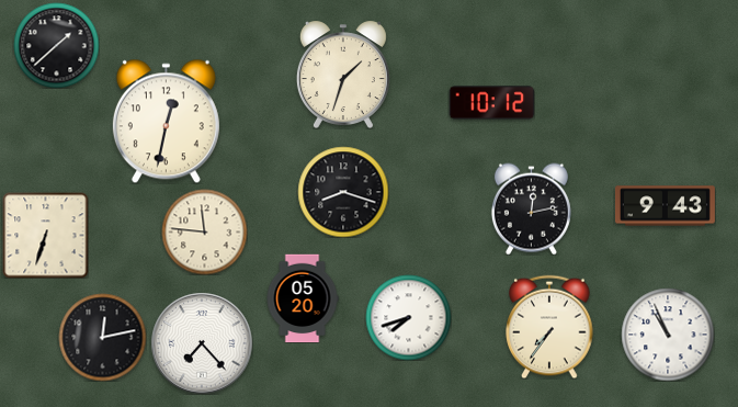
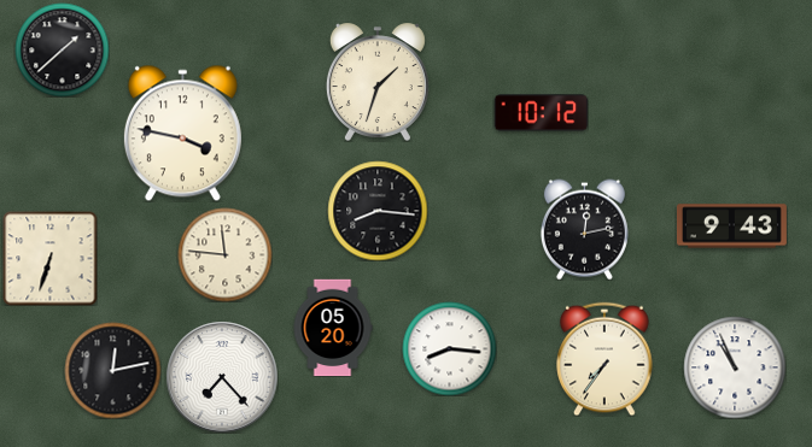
clock at (166, 121): 12:32 -> 3:47
clock at (343, 192): 8:18 -> 8:16
clock at (408, 317): 7:42 -> 8:16
